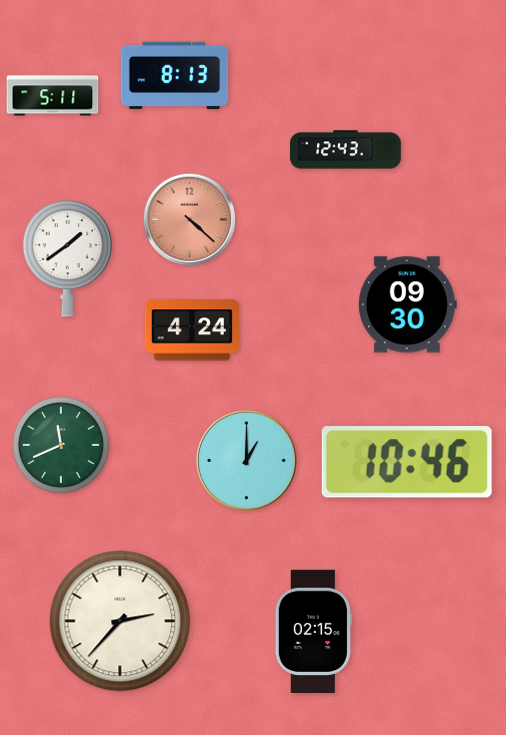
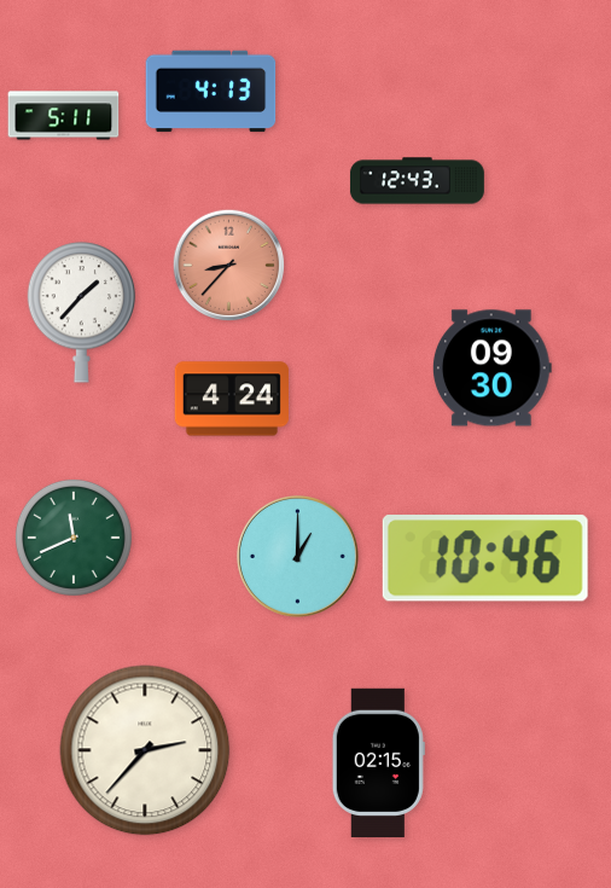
clock at (175, 76): 8:13 -> 4:13
clock at (190, 220): 4:22 -> 8:37
clock at (68, 259): 1:39 -> 1:37
clock at (407, 462) position: (407, 462) -> (485, 558)
